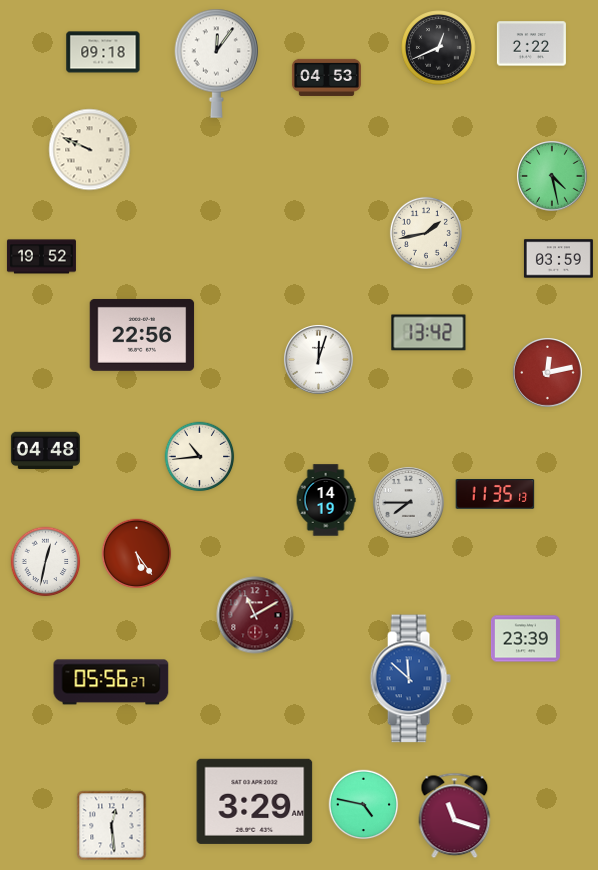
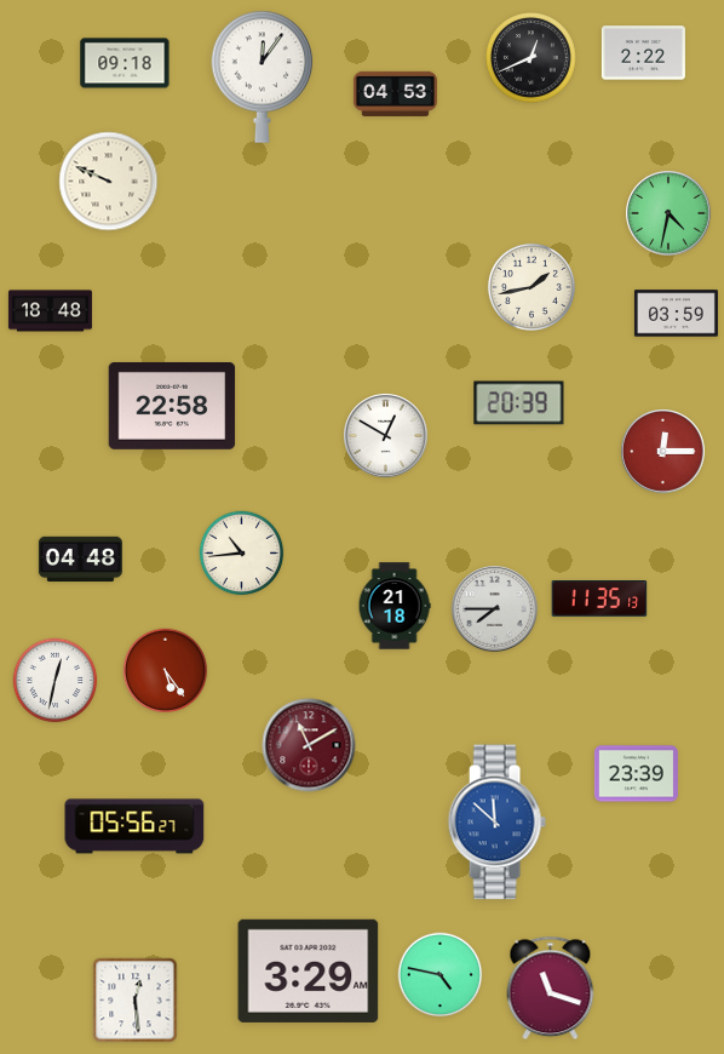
clock at (552, 176): 4:28 -> 4:32
clock at (426, 233) position: (426, 233) -> (531, 287)
clock at (41, 257): 19:52 -> 18:48
clock at (429, 333): 13:42 -> 20:39
clock at (142, 335): 22:56 -> 22:58
clock at (319, 360): 12:03 -> 12:50
clock at (548, 373): 12:13 -> 12:15
clock at (45, 451) position: (45, 451) -> (80, 560)
clock at (326, 500): 14:19 -> 21:18
